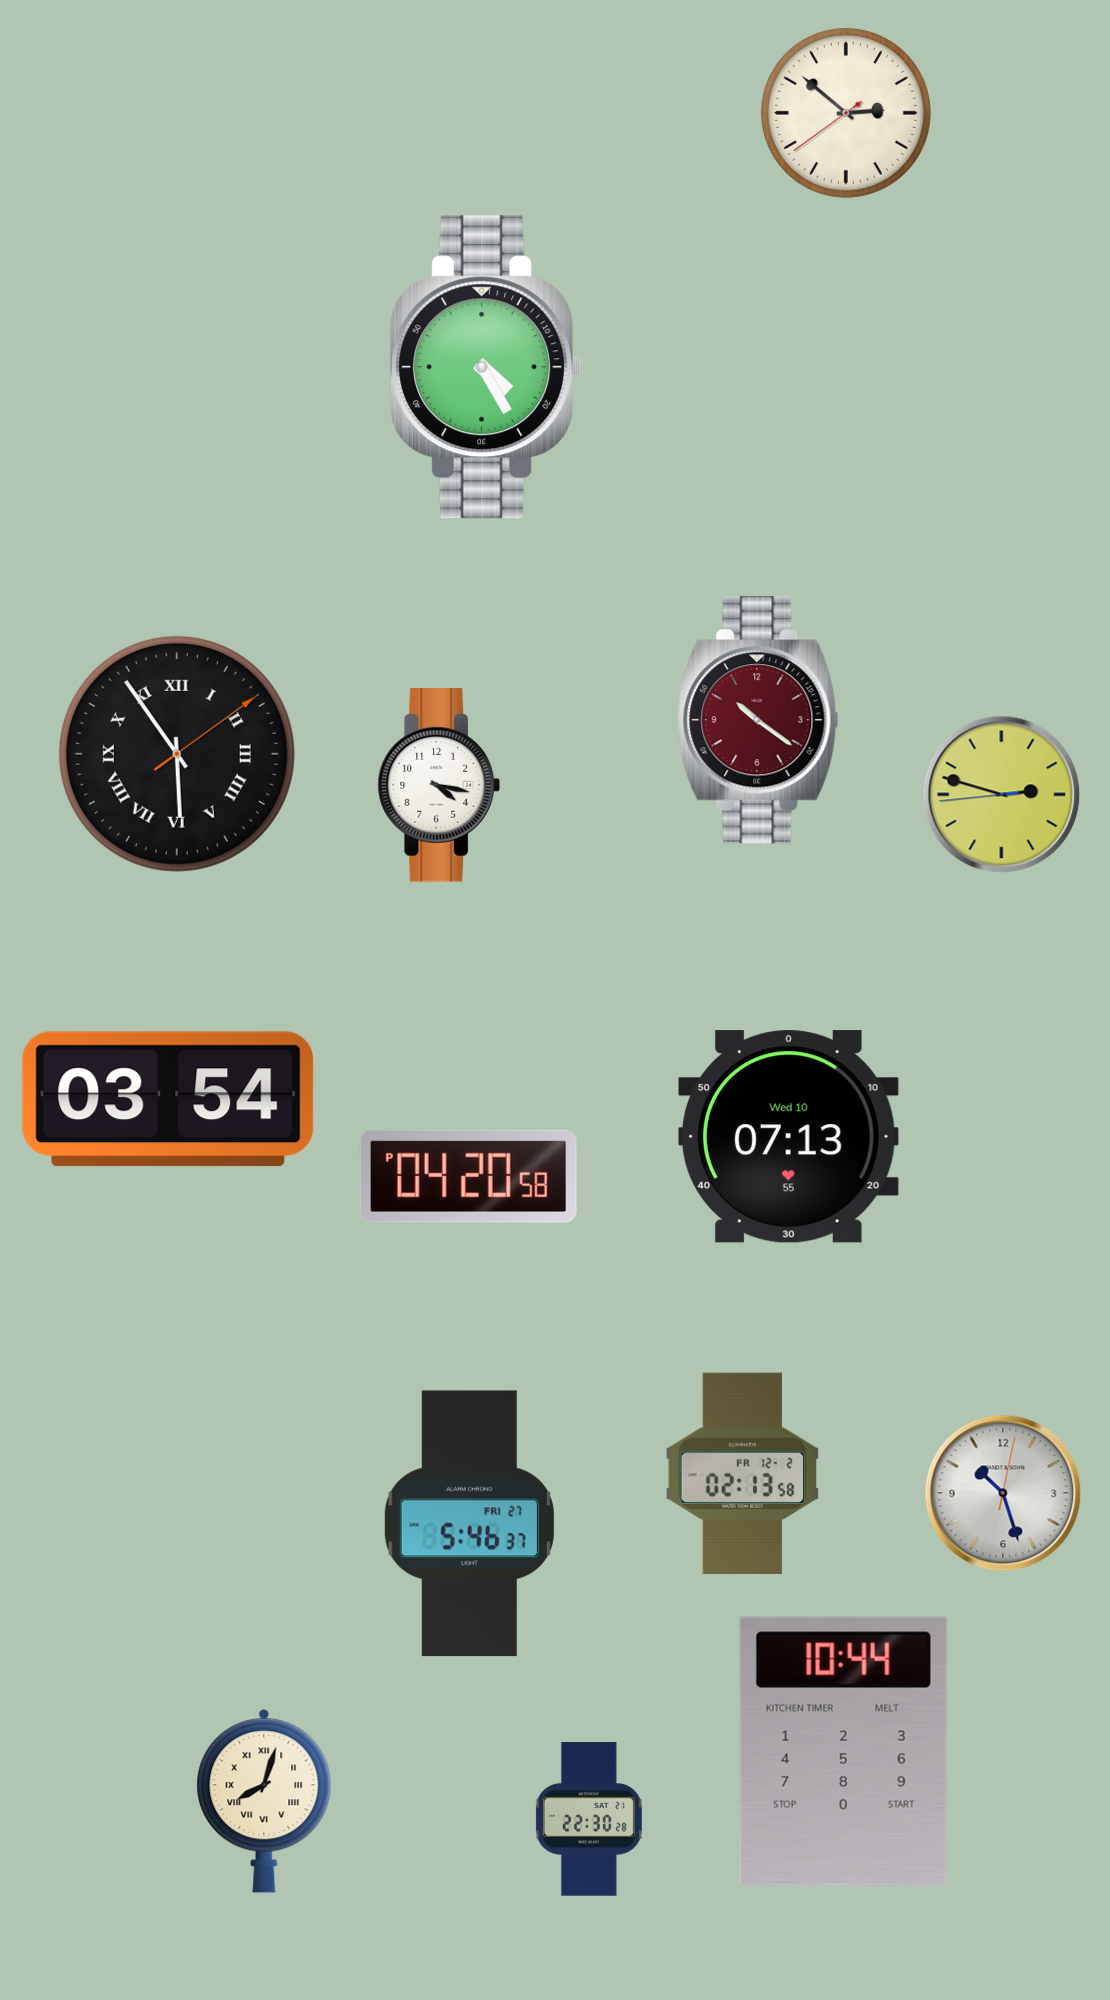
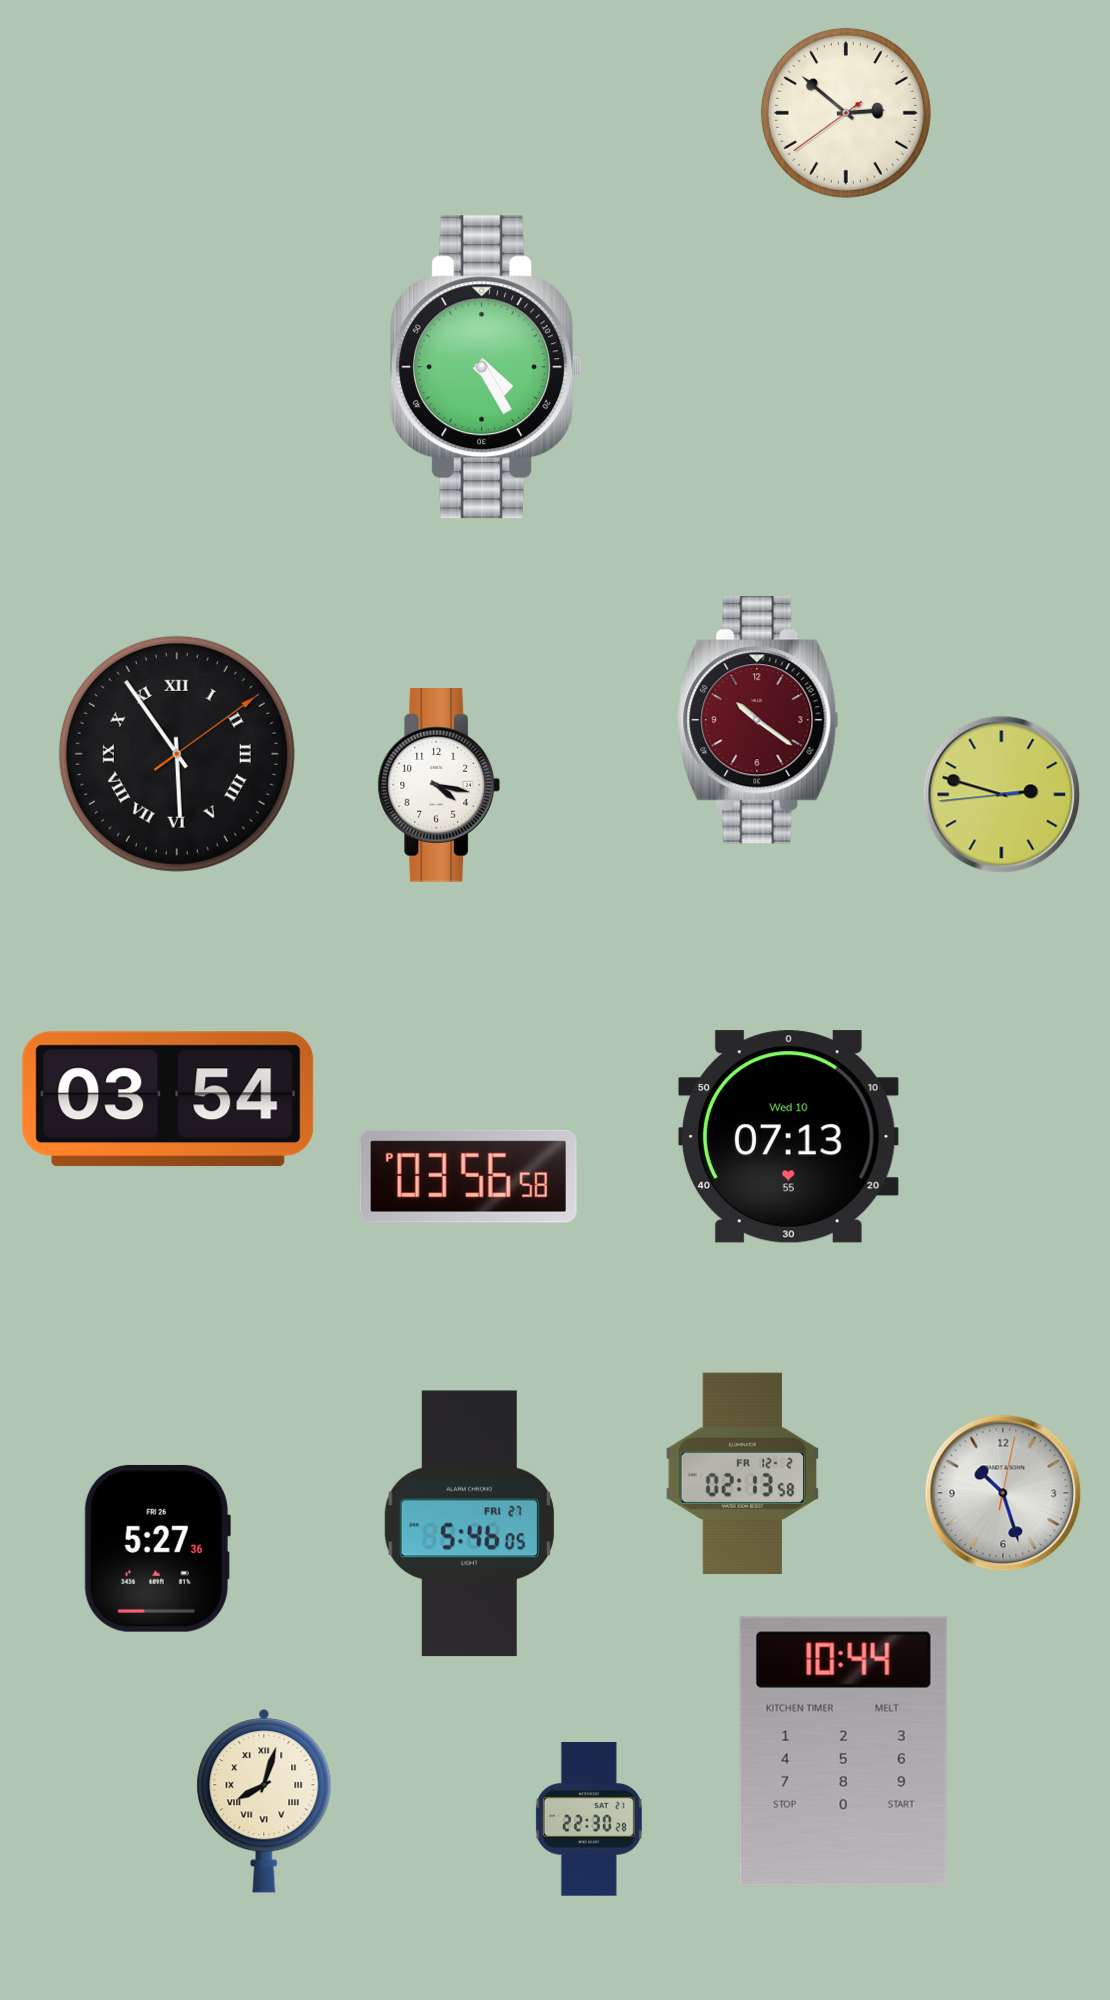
clock at (468, 1176): 04:20 -> 03:56
clock at (469, 1524): 5:46:37 -> 5:46:05
clock at (157, 1548): none -> 5:27
